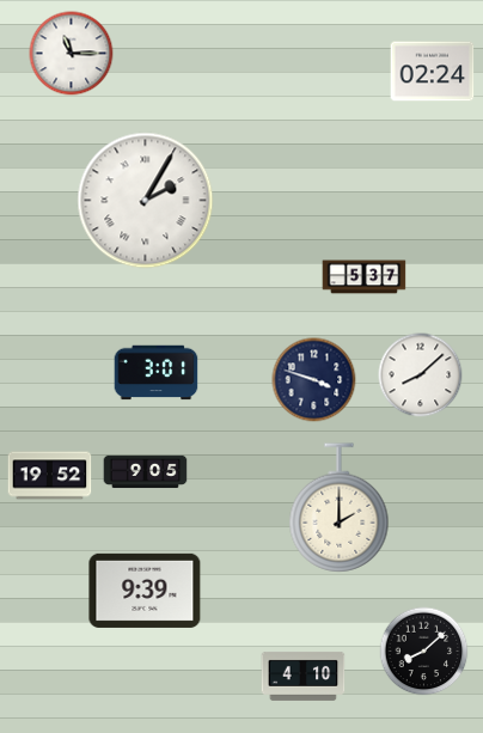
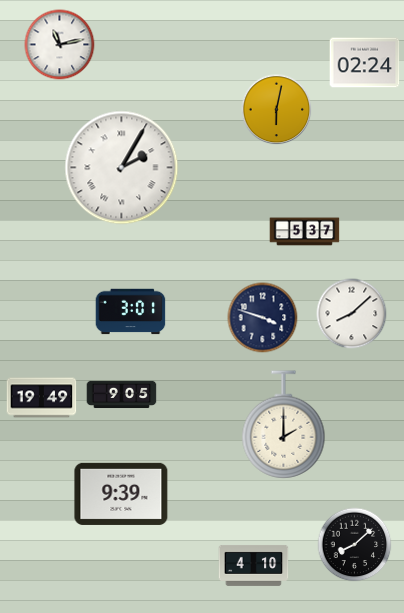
clock at (72, 54): 11:15 -> 11:13
clock at (433, 72) position: (433, 72) -> (365, 63)
clock at (277, 110): none -> 6:02
clock at (50, 476): 19:52 -> 19:49
